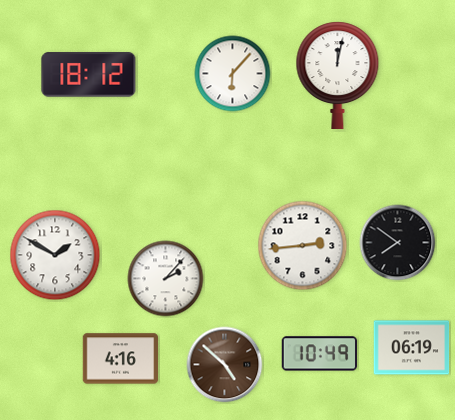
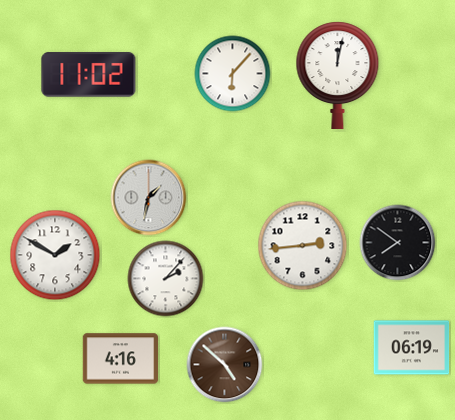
clock at (89, 75): 18:12 -> 11:02
clock at (149, 198): none -> 1:32
clock at (320, 354): 10:49 -> none
